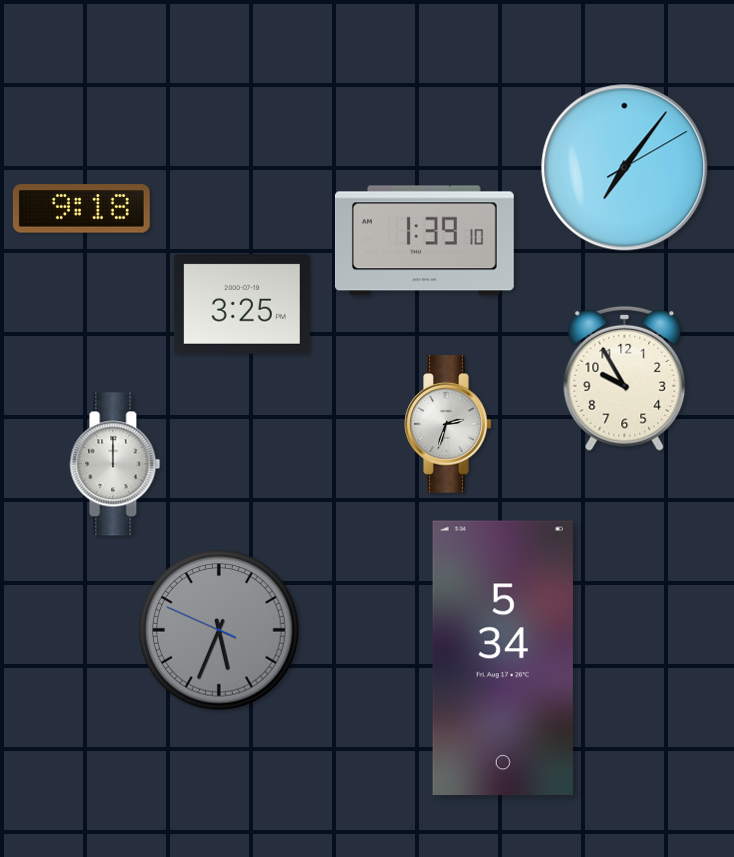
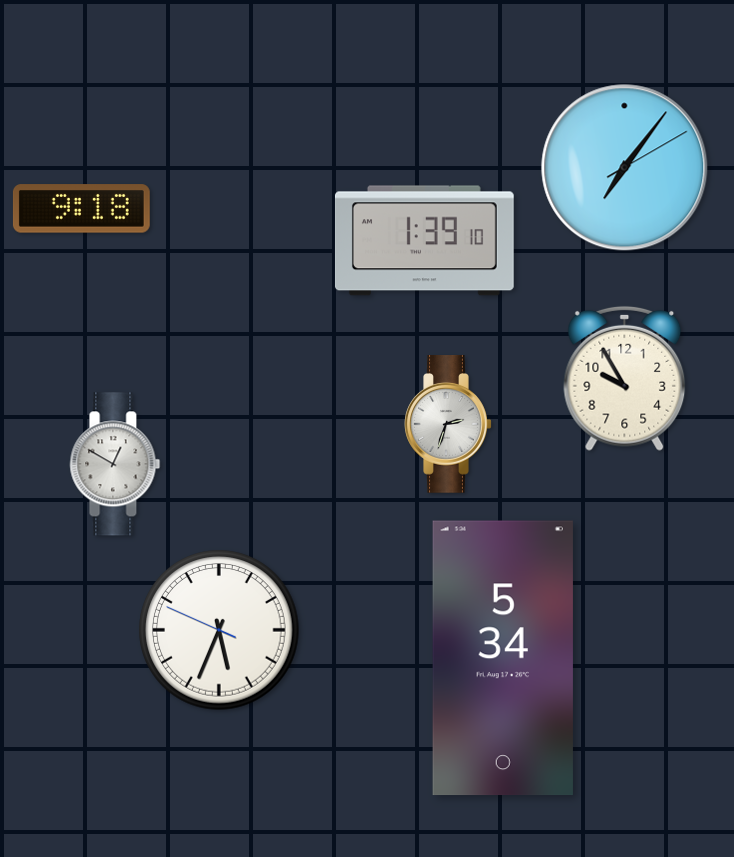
clock at (242, 305): 3:25 -> none
clock at (115, 464): 12:00 -> 12:50
clock at (219, 630) dial: grey -> white
